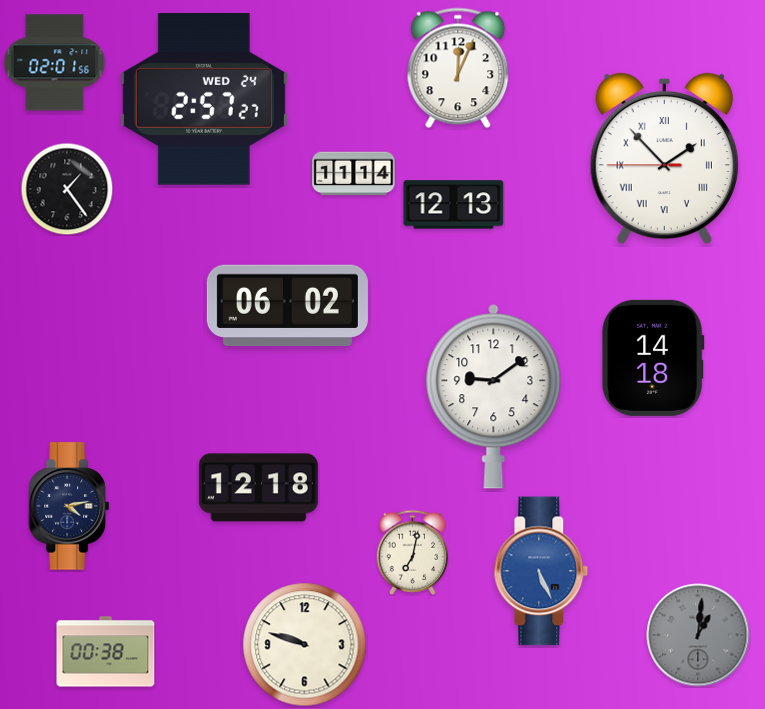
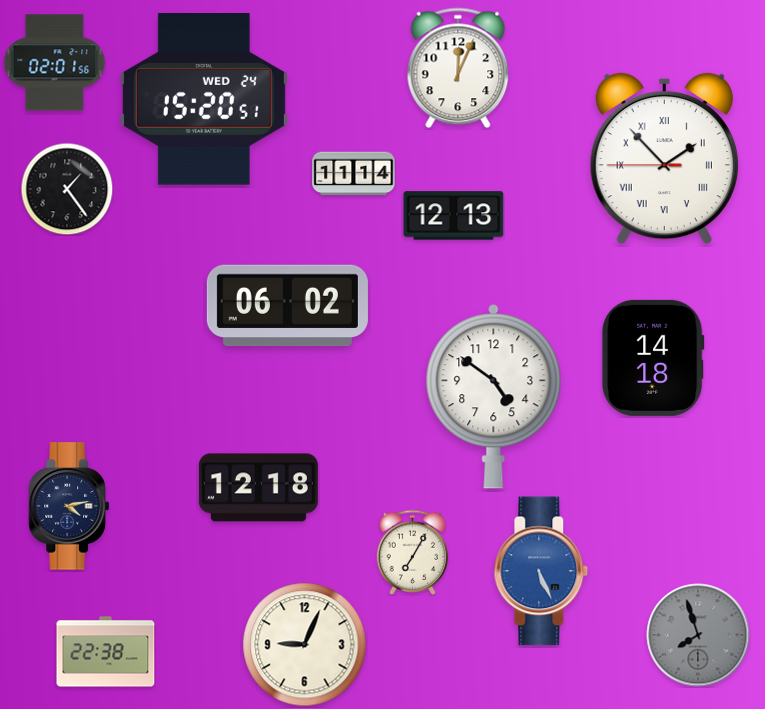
clock at (204, 99): 2:57 -> 15:20
clock at (454, 205) position: (454, 205) -> (454, 216)
clock at (494, 397): 9:09 -> 4:51
clock at (413, 552): 7:02 -> 7:05
clock at (698, 635): 1:01 -> 7:57
clock at (305, 645): 9:48 -> 9:04
clock at (106, 652): 00:38 -> 22:38
